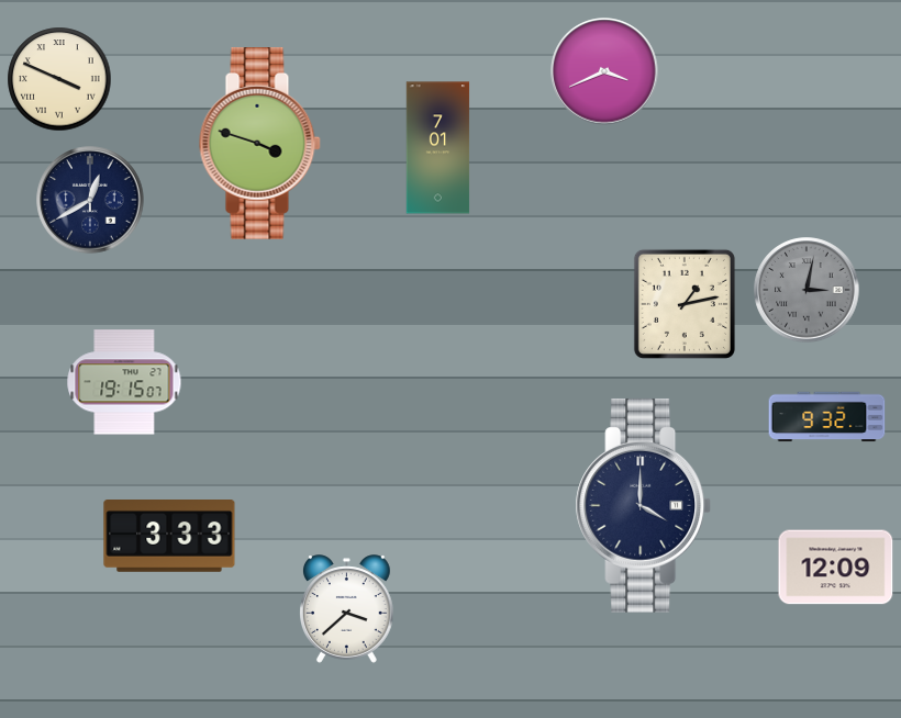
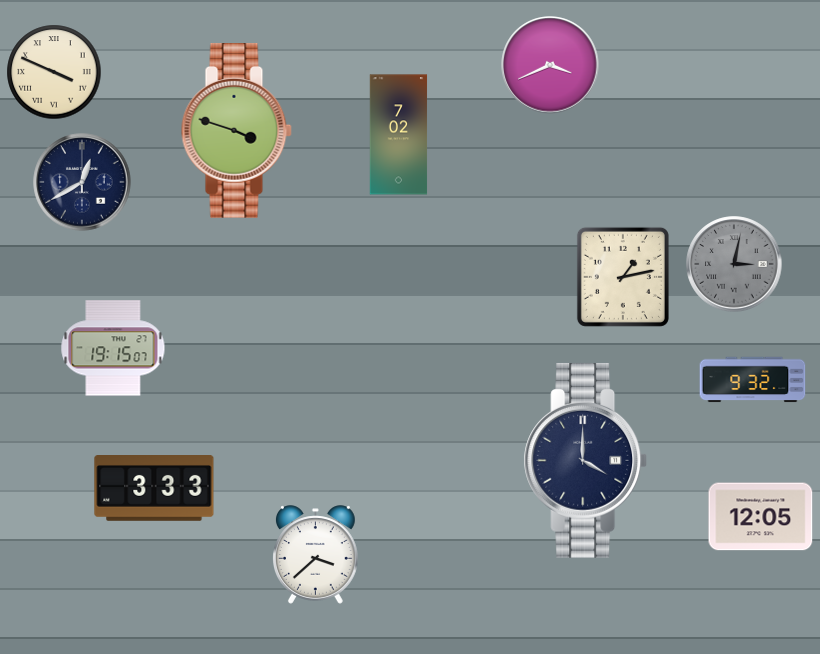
clock at (438, 148): 7:01 -> 7:02
clock at (836, 568): 12:09 -> 12:05
